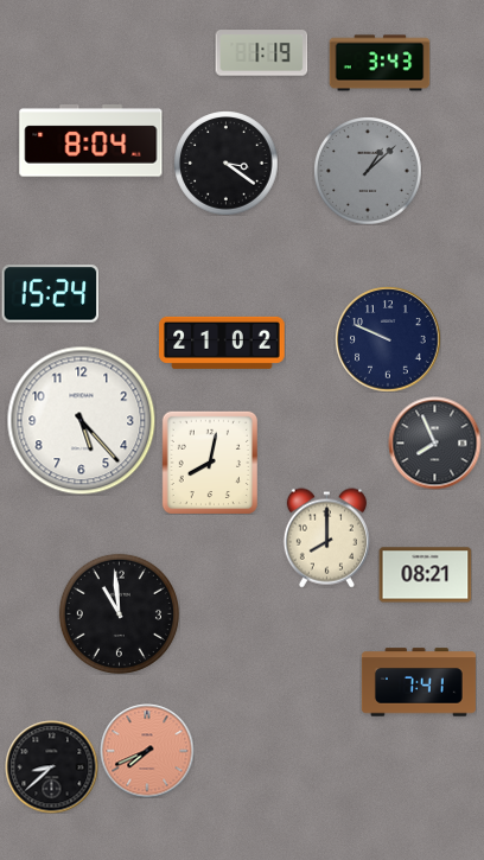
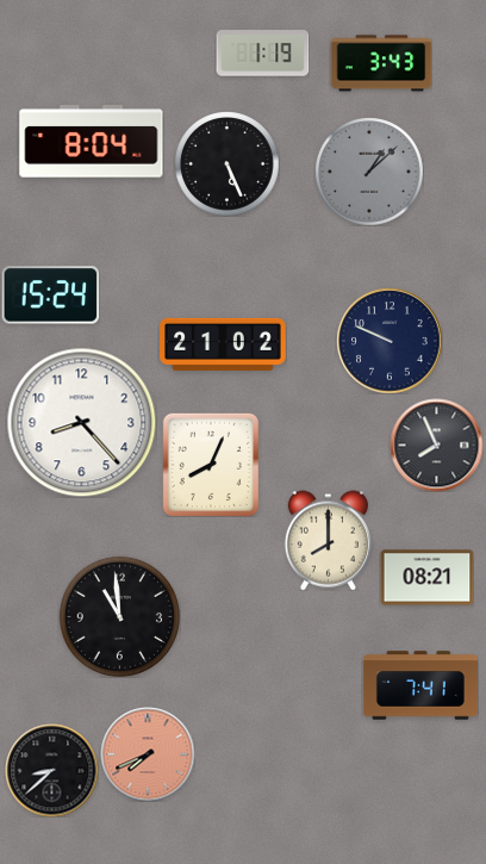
clock at (225, 163): 3:21 -> 5:26
clock at (81, 420): 5:23 -> 8:23
clock at (210, 463): 8:02 -> 8:04
